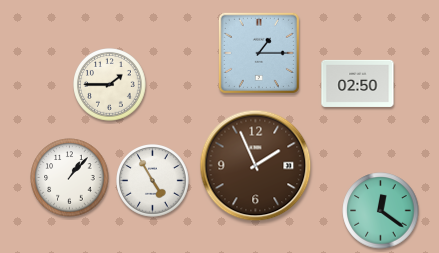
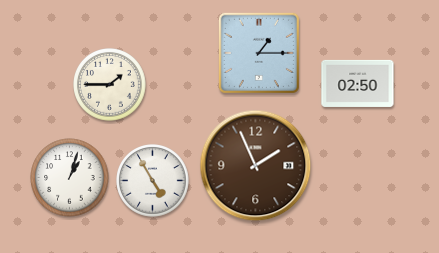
clock at (70, 178): 1:07 -> 1:03
clock at (381, 211): 12:21 -> none
